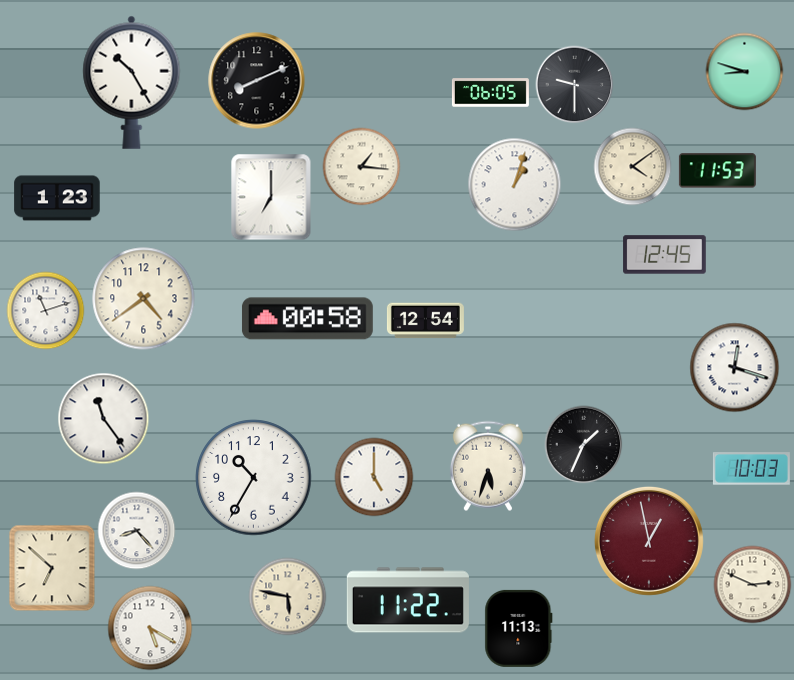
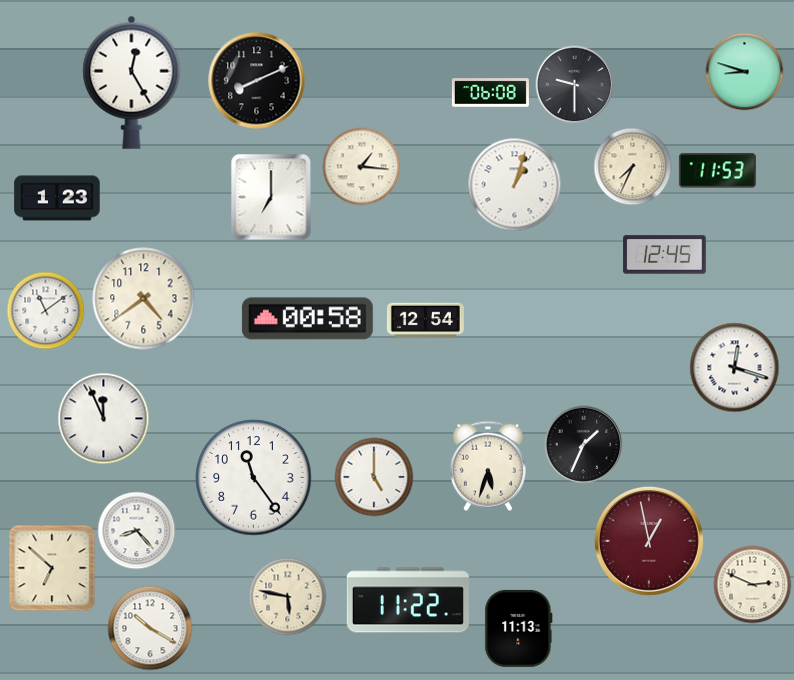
clock at (132, 82): 10:25 -> 12:25
clock at (490, 93): 06:05 -> 06:08
clock at (632, 166): 4:09 -> 7:34
clock at (45, 310): 11:12 -> 11:09
clock at (103, 418): 11:24 -> 11:56
clock at (751, 469): 10:03 -> none
clock at (254, 478): 10:35 -> 11:24
clock at (150, 628): 5:20 -> 10:20
